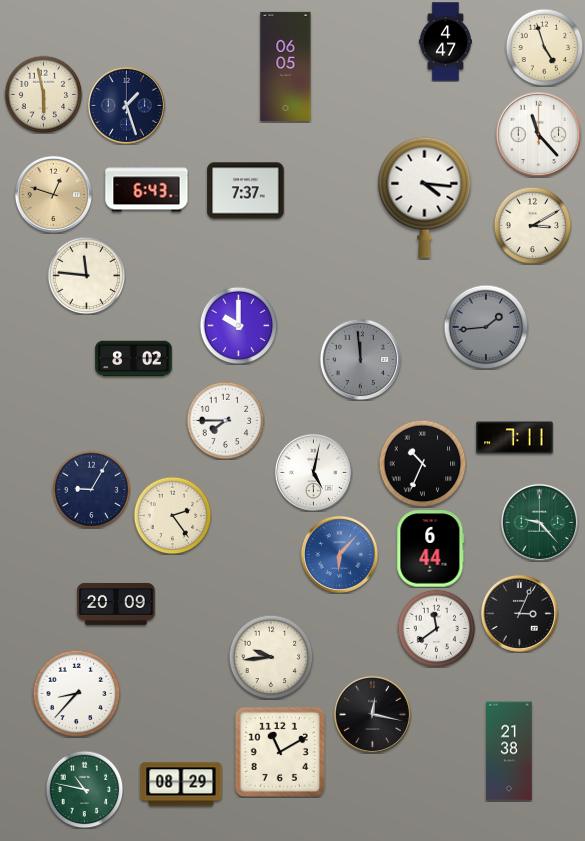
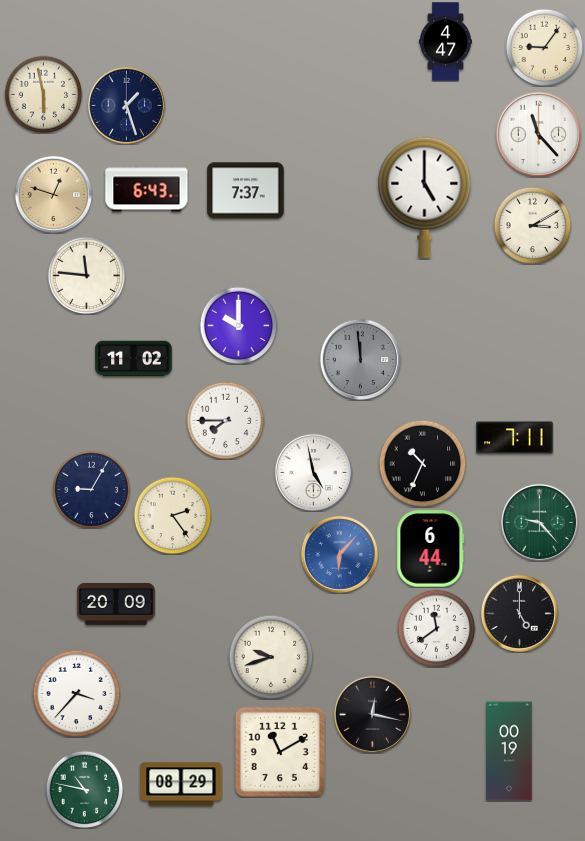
clock at (544, 47): 4:57 -> 9:06
clock at (286, 66): 06:05 -> none
clock at (425, 197): 4:16 -> 5:00
clock at (486, 327): 1:44 -> none
clock at (134, 359): 8:02 -> 11:02
clock at (313, 472): 5:02 -> 4:58
clock at (519, 613): 3:04 -> 5:00
clock at (271, 657): 9:44 -> 9:42
clock at (76, 693): 8:37 -> 3:37
clock at (509, 751): 21:38 -> 00:19
